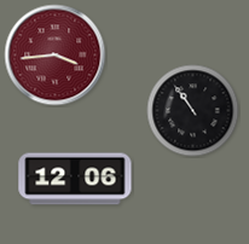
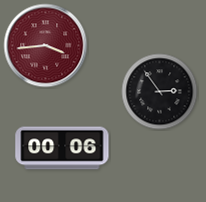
clock at (193, 111): 10:54 -> 2:54
clock at (75, 179): 12:06 -> 00:06
